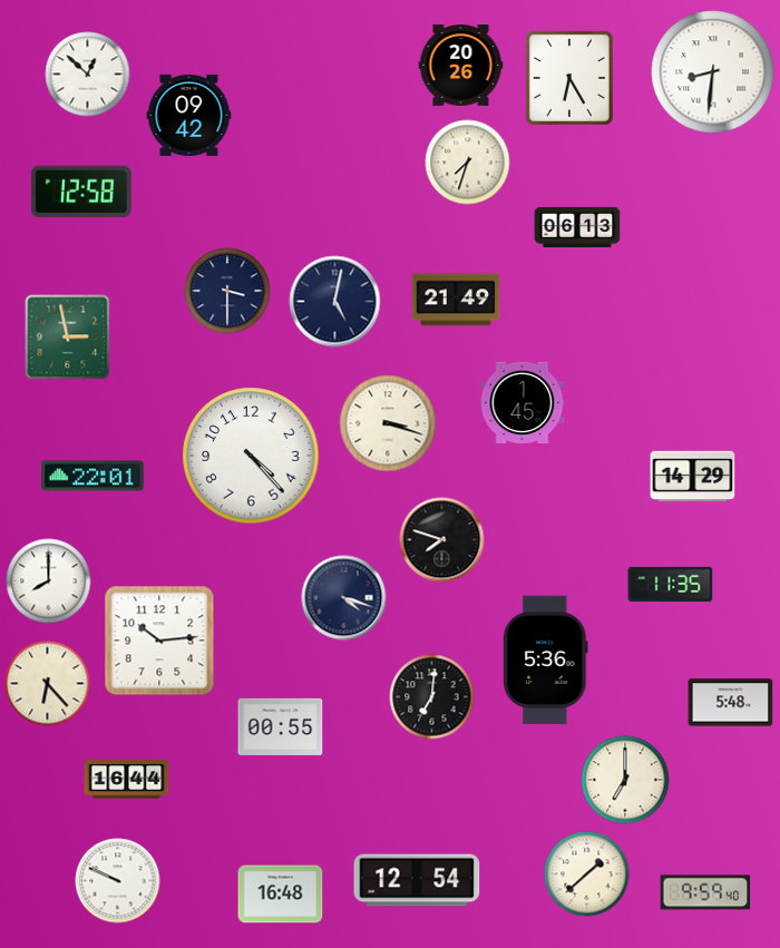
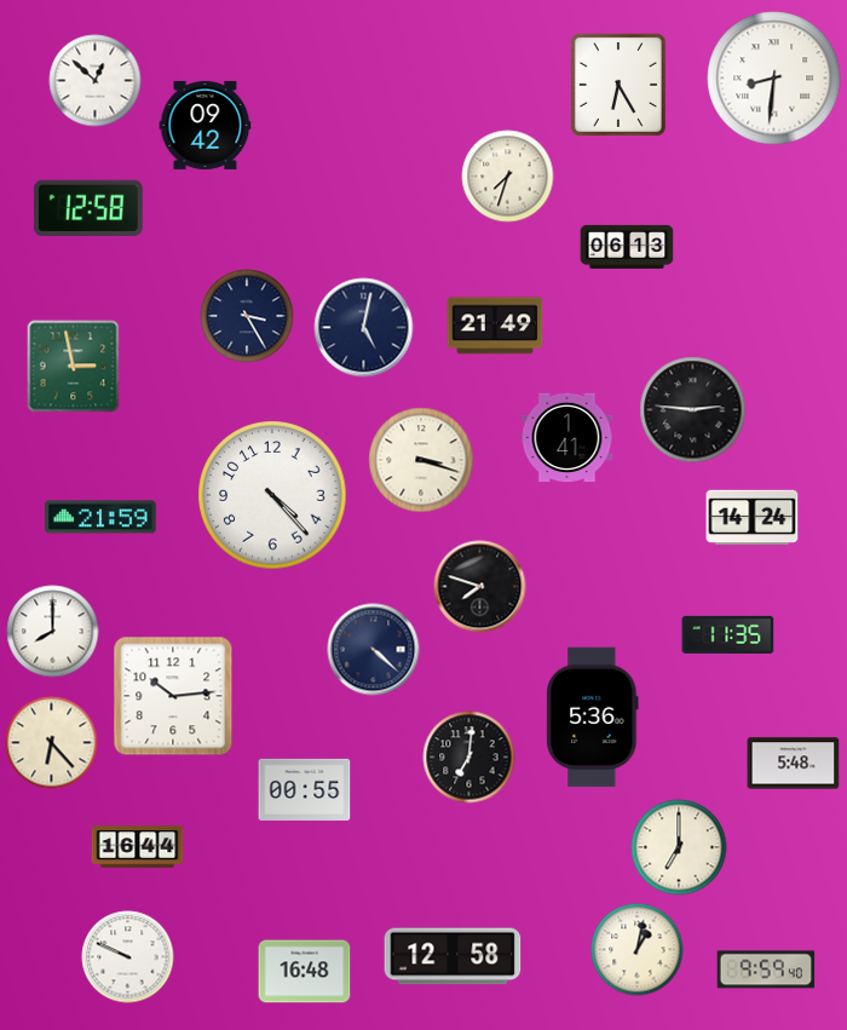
clock at (461, 66): 20:26 -> none
clock at (227, 291): 3:30 -> 3:25
clock at (693, 410): none -> 2:46
clock at (523, 403): 1:45 -> 1:41
clock at (92, 476): 22:01 -> 21:59
clock at (693, 477): 14:29 -> 14:24
clock at (344, 598): 4:18 -> 4:22
clock at (587, 874): 1:38 -> 1:02
clock at (417, 880): 12:54 -> 12:58
